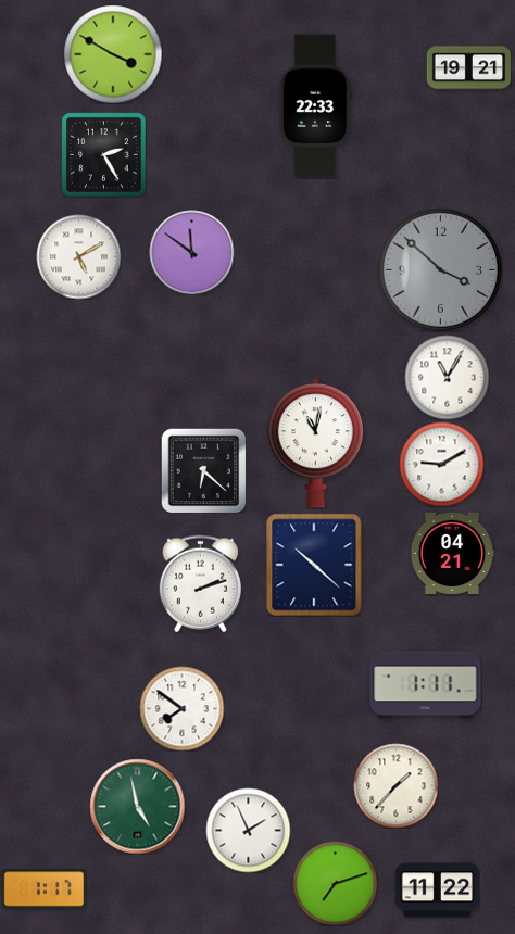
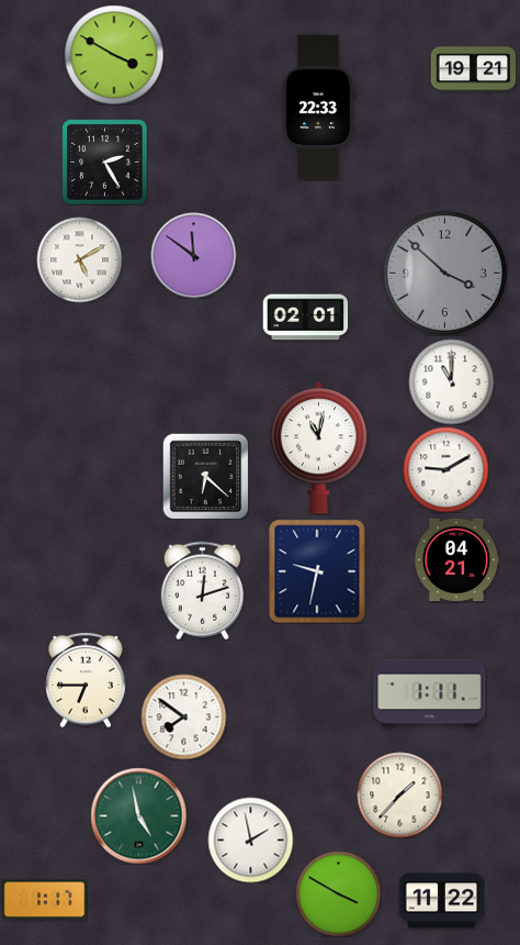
clock at (103, 154) position: (103, 154) -> (104, 162)
clock at (305, 318): none -> 02:01
clock at (447, 377): 11:05 -> 11:00
clock at (314, 565): 10:22 -> 9:32
clock at (200, 583): 2:12 -> 12:12
clock at (86, 680): none -> 6:45
clock at (248, 830): 1:56 -> 1:58
clock at (335, 883): 7:12 -> 3:50
